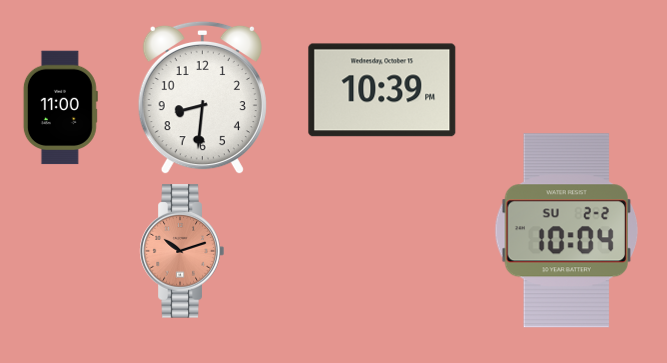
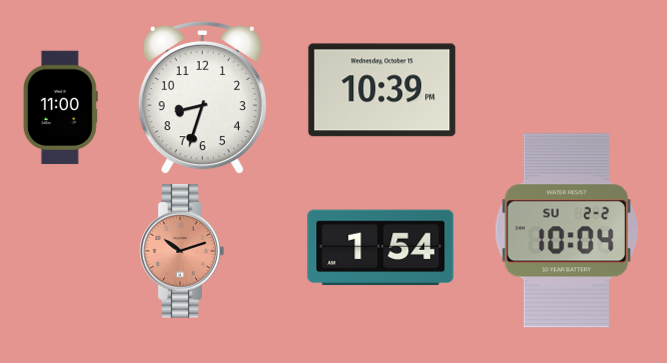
clock at (202, 98): 8:31 -> 8:33
clock at (381, 248): none -> 1:54
